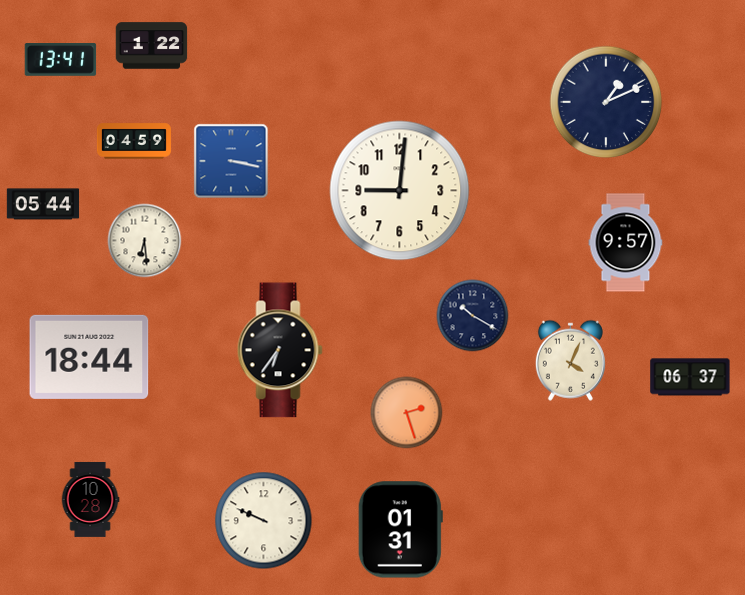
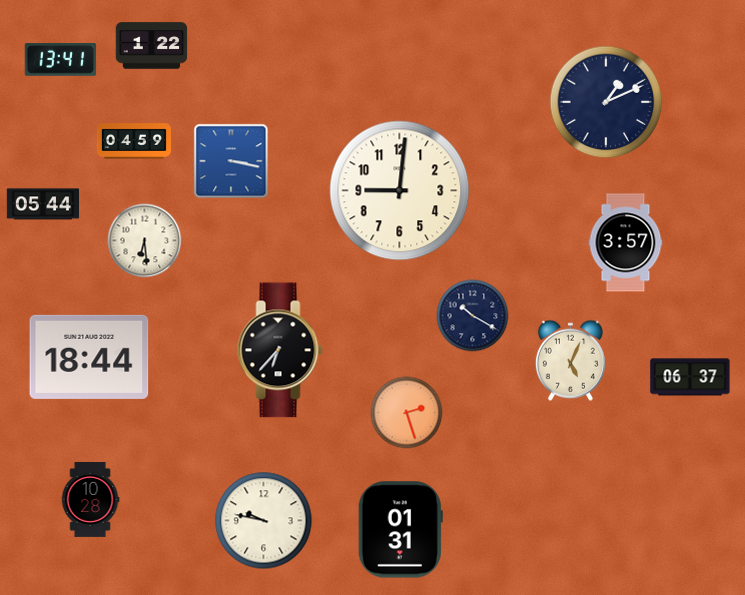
clock at (626, 243): 9:57 -> 3:57
clock at (280, 350): 6:36 -> 6:37
clock at (570, 360): 4:04 -> 5:04
clock at (264, 521): 9:49 -> 9:47
